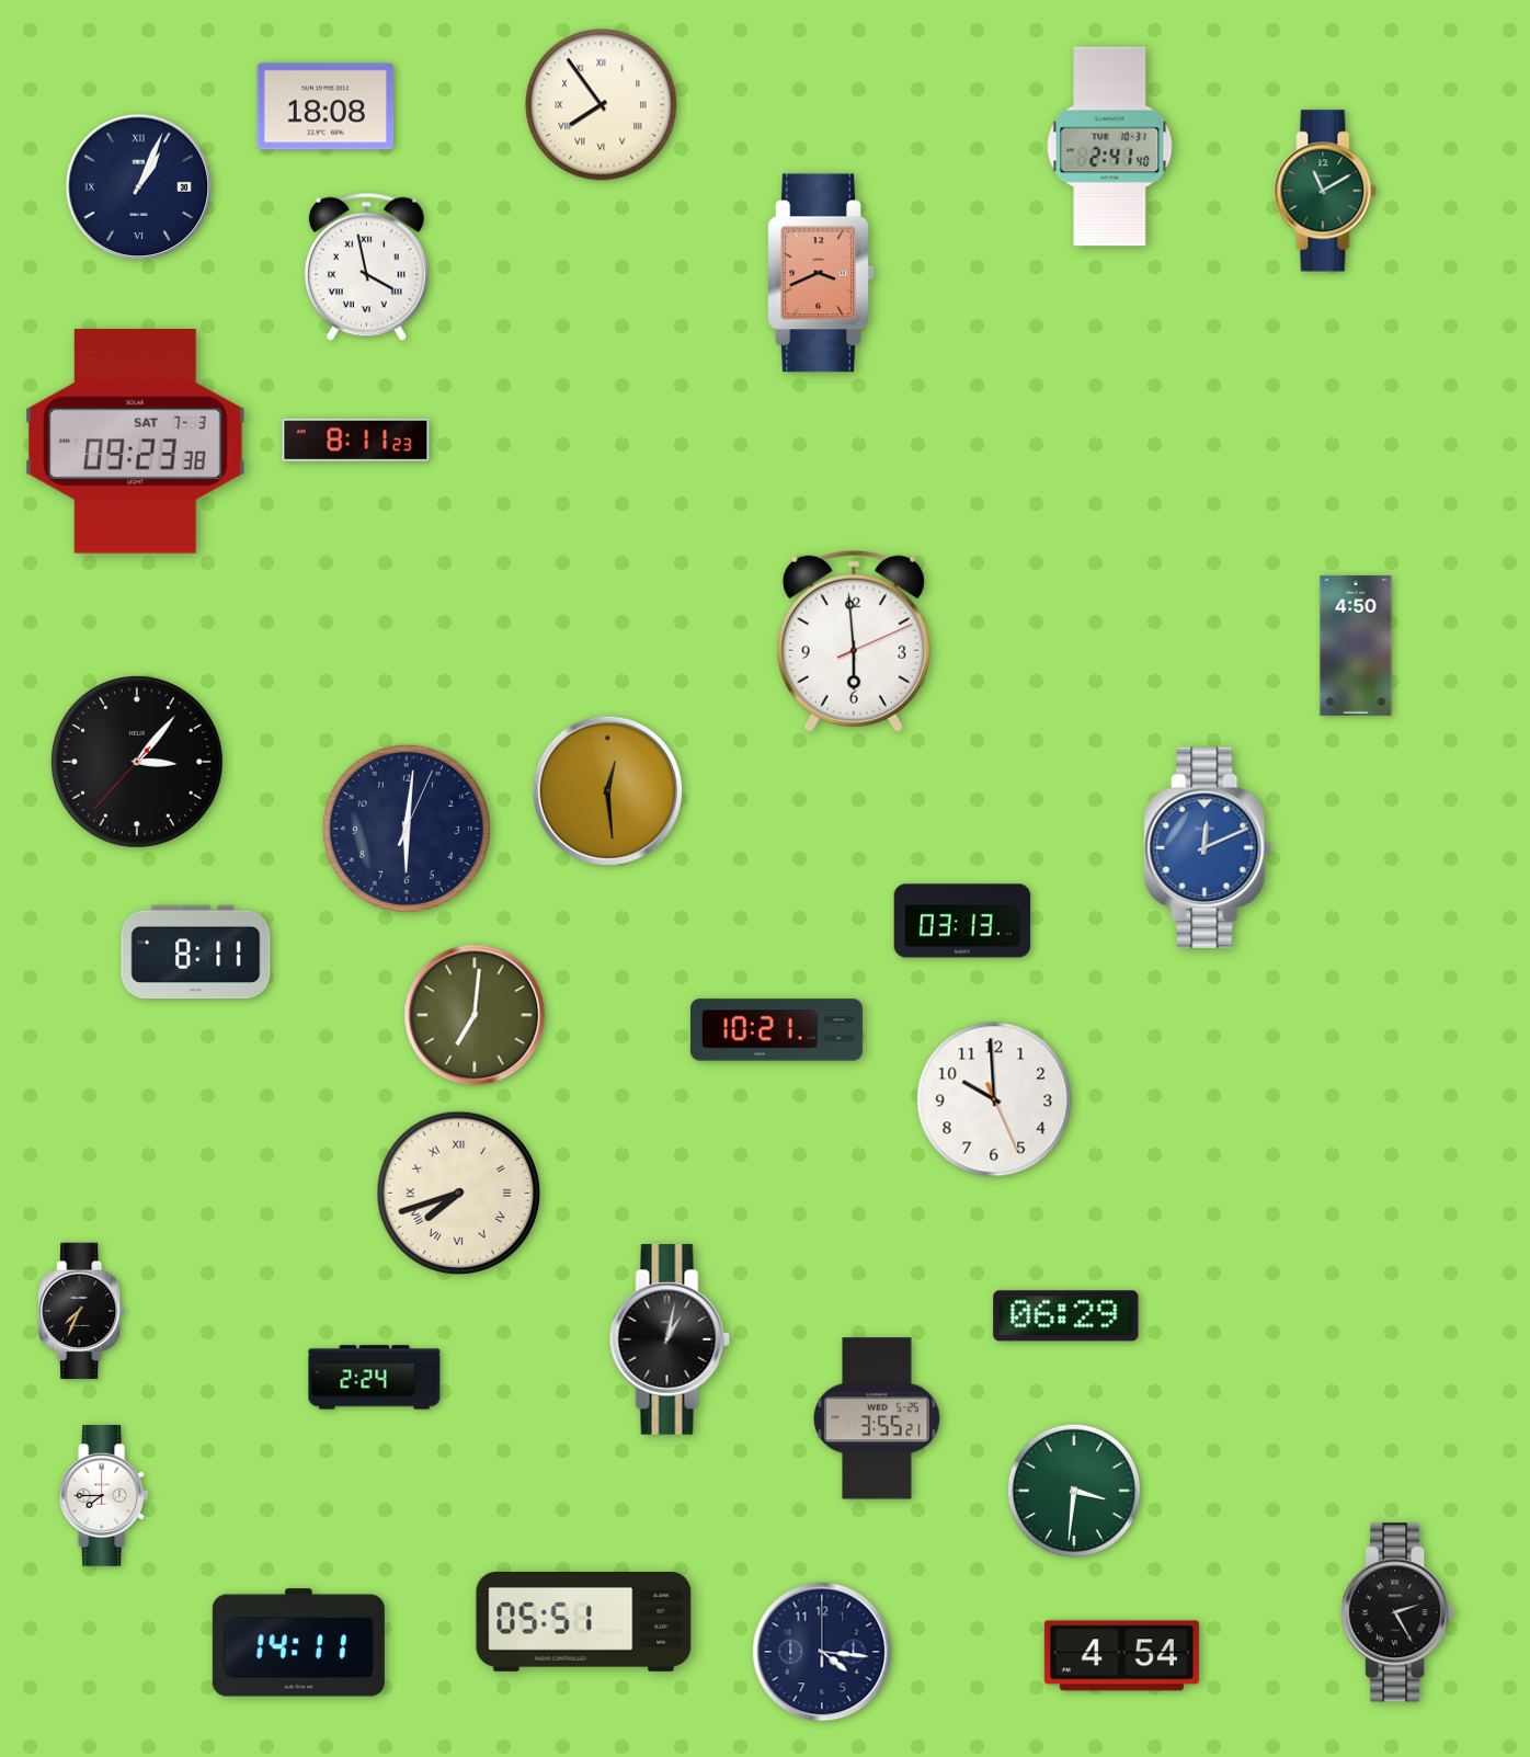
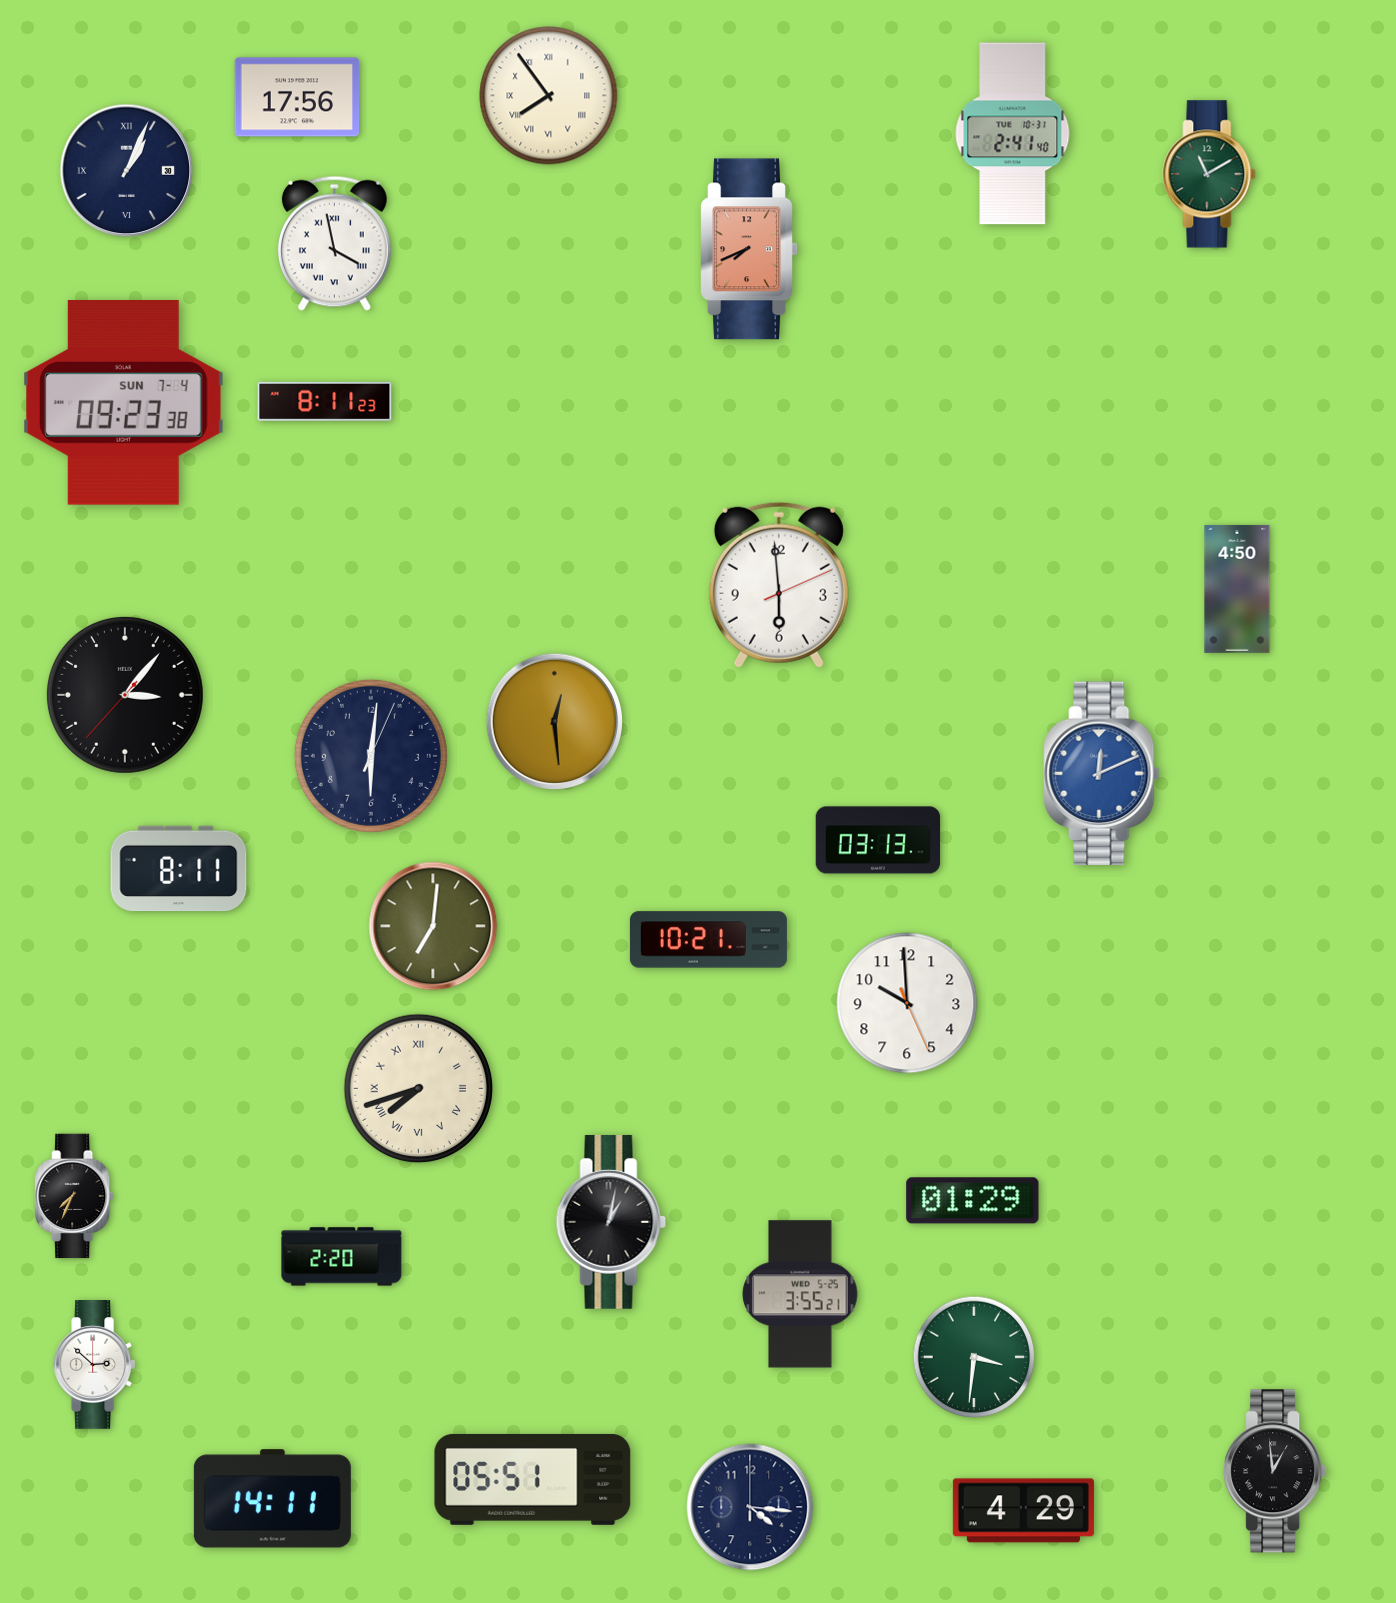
clock at (326, 106): 18:08 -> 17:56
clock at (821, 273): 3:41 -> 7:41
clock at (136, 442) date: SAT 7-3 -> SUN 7-4
clock at (1066, 1316): 06:29 -> 01:29
clock at (375, 1378): 2:24 -> 2:20
clock at (1074, 1491) position: (1074, 1491) -> (974, 1357)
clock at (104, 1496): 7:45 -> 2:52
clock at (1397, 1612): 2:25 -> 12:59
clock at (1121, 1656): 4:54 -> 4:29
